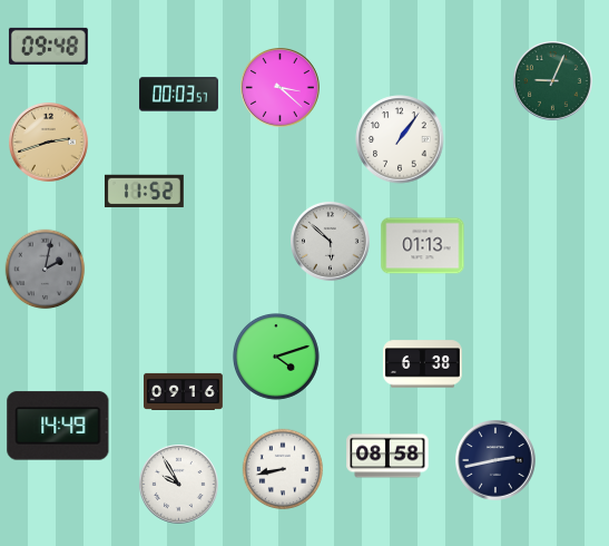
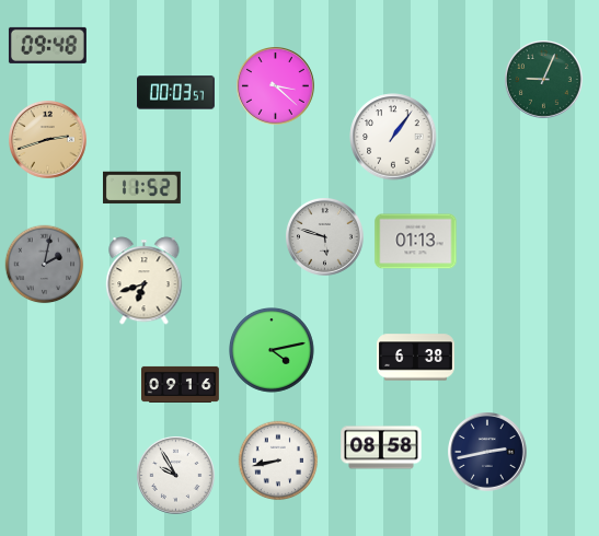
clock at (331, 242): 5:52 -> 5:48
clock at (145, 281): none -> 6:42
clock at (277, 358): 4:12 -> 4:13
clock at (58, 426): 14:49 -> none
